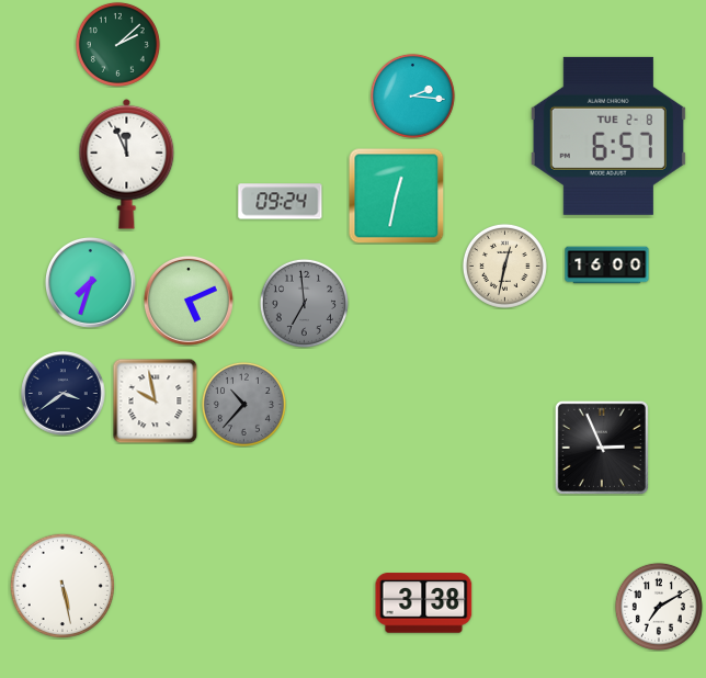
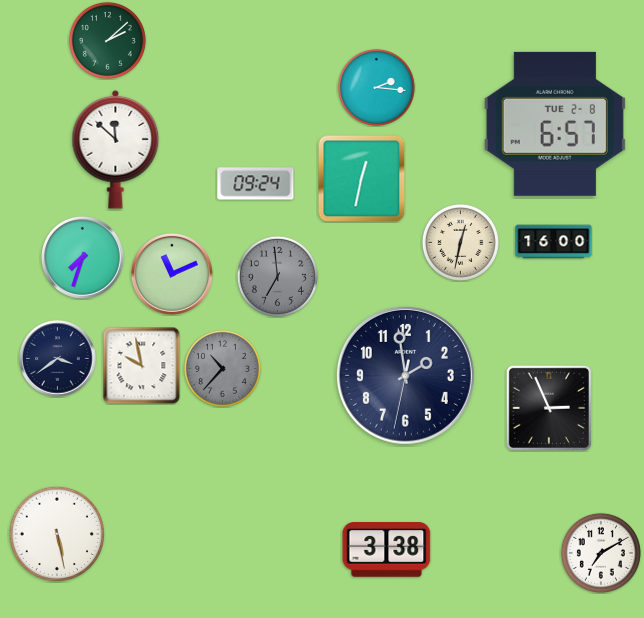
clock at (127, 163): 11:56 -> 11:52
clock at (189, 301): 5:11 -> 11:11
clock at (405, 375): none -> 1:58
